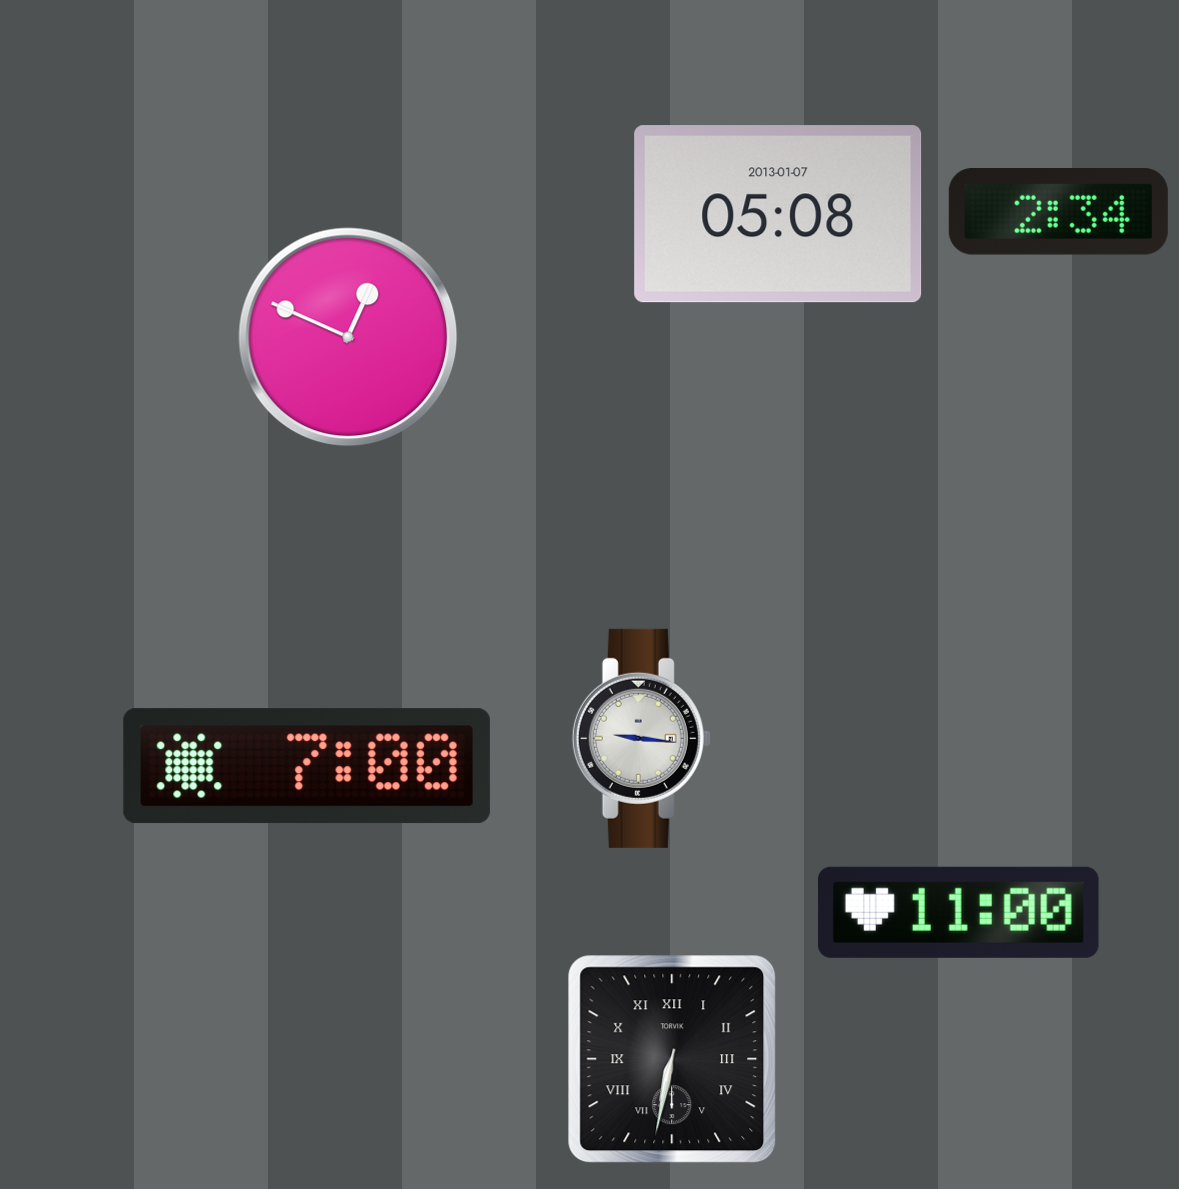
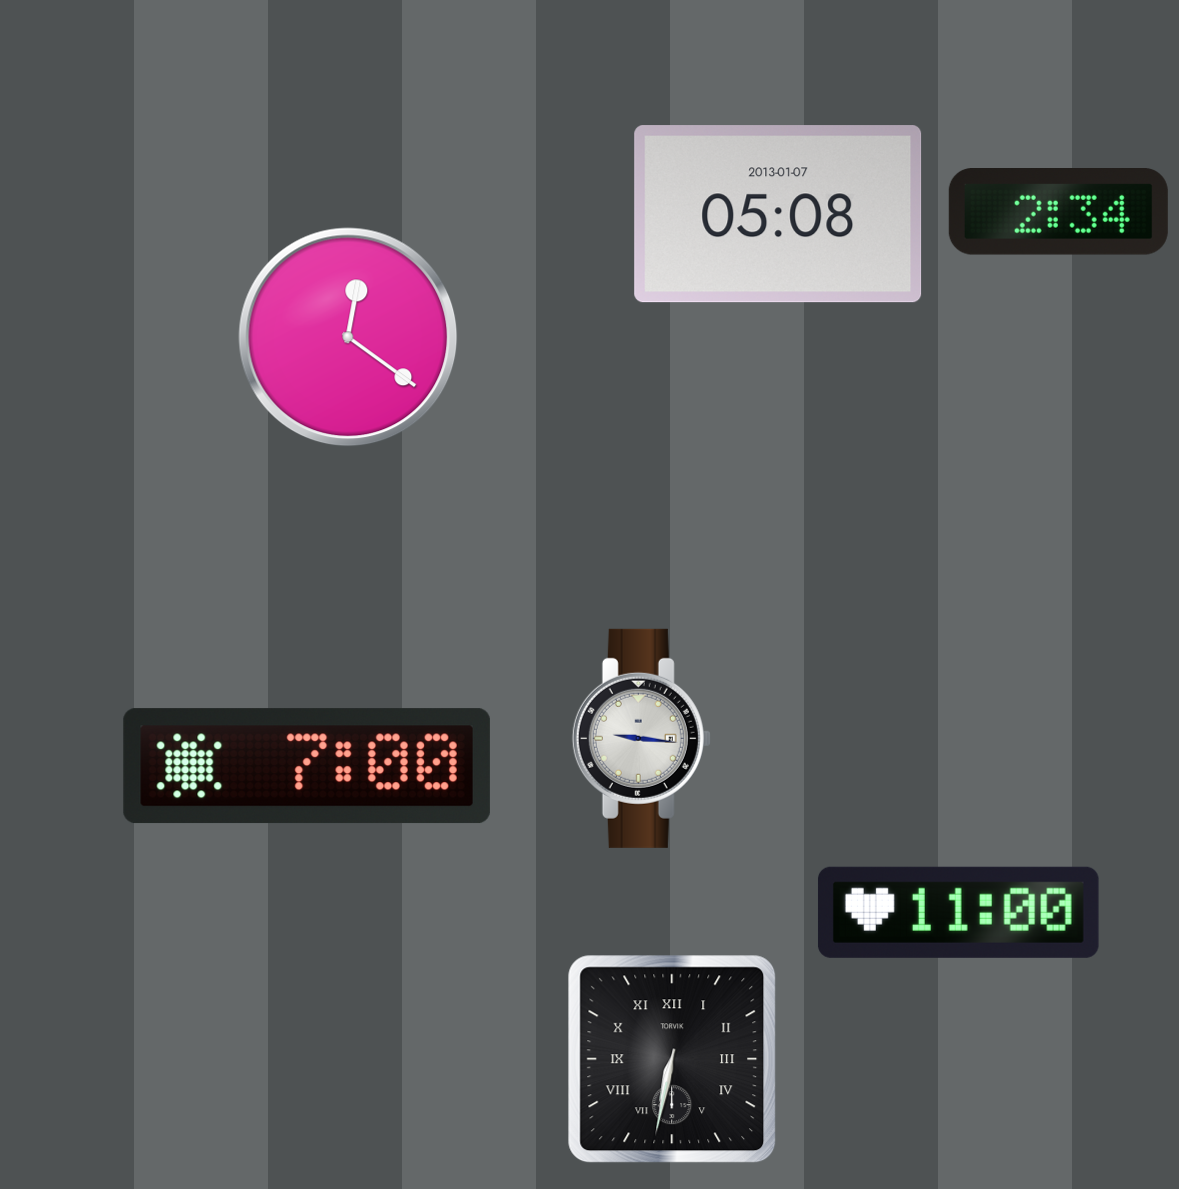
clock at (348, 337): 12:49 -> 12:21
